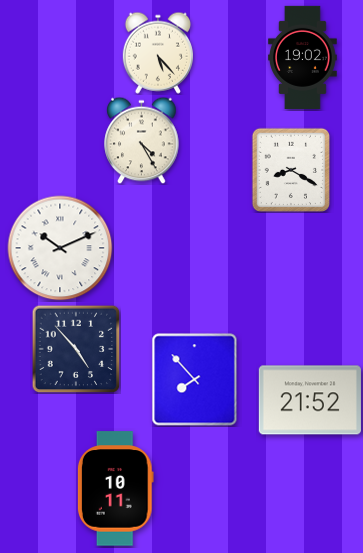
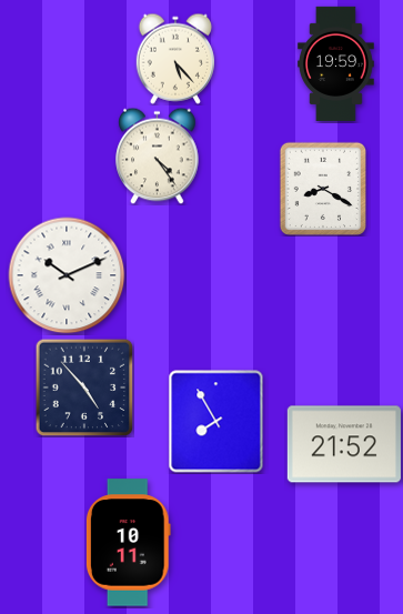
clock at (303, 57): 19:02 -> 19:59
clock at (142, 140): 4:25 -> 4:24
clock at (195, 380): 7:53 -> 7:55
